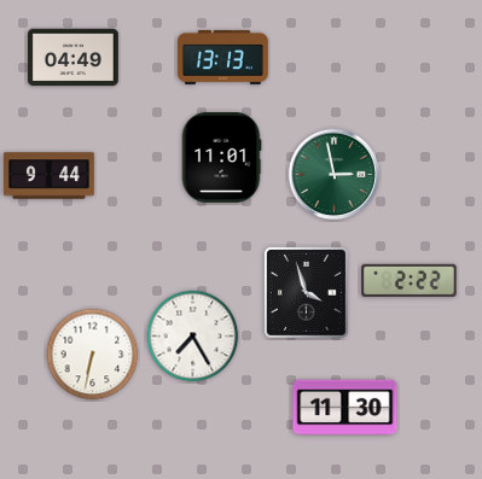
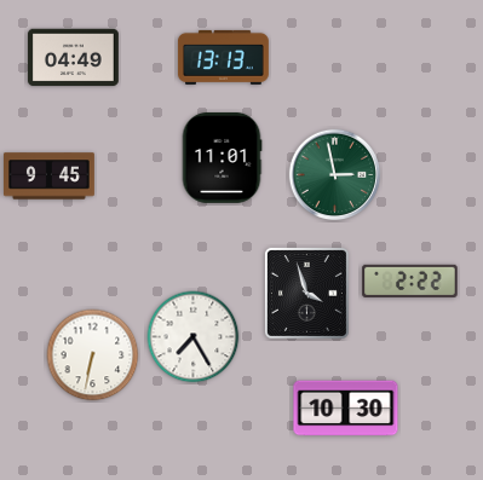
clock at (50, 176): 9:44 -> 9:45
clock at (345, 408): 11:30 -> 10:30
